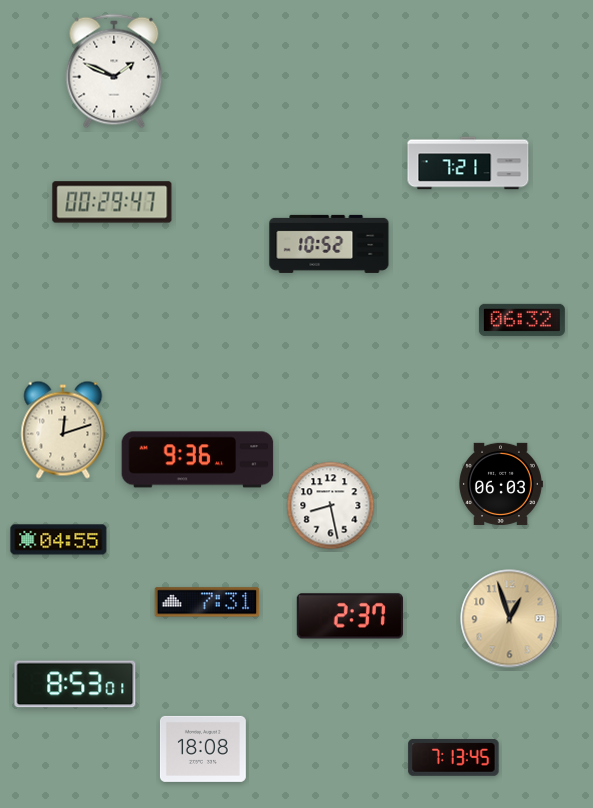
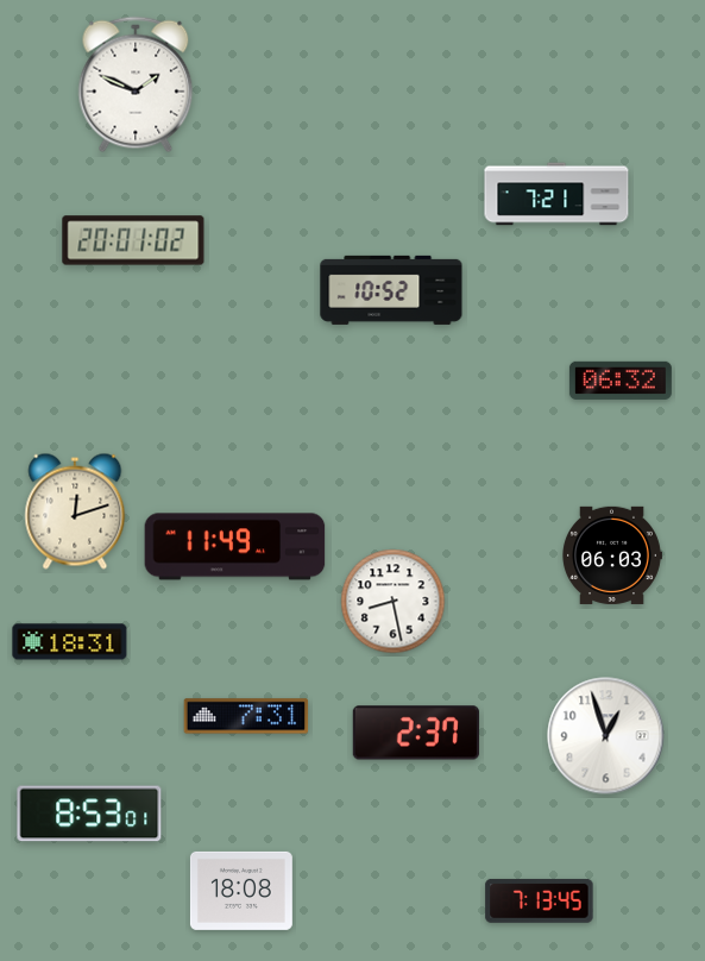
clock at (112, 202): 00:29 -> 20:01
clock at (198, 460): 9:36 -> 11:49
clock at (501, 484) position: (501, 484) -> (612, 555)
clock at (59, 540): 04:55 -> 18:31
clock at (510, 619) dial: champagne -> white
